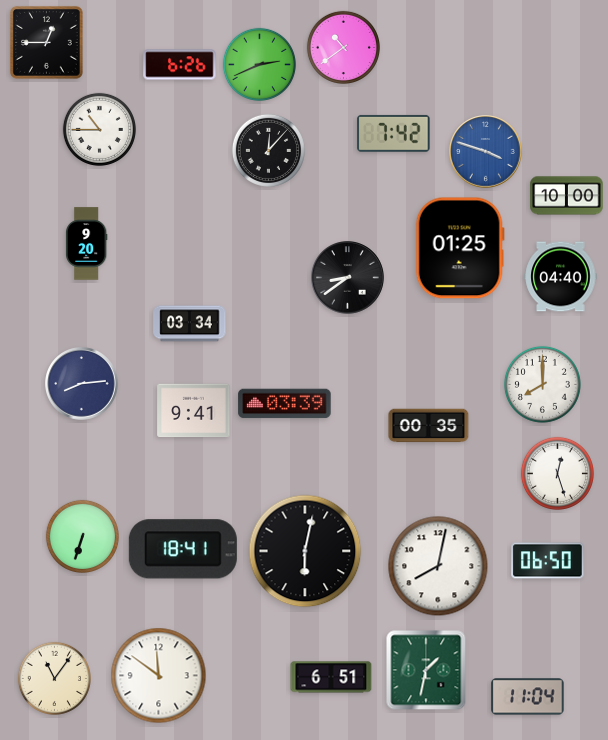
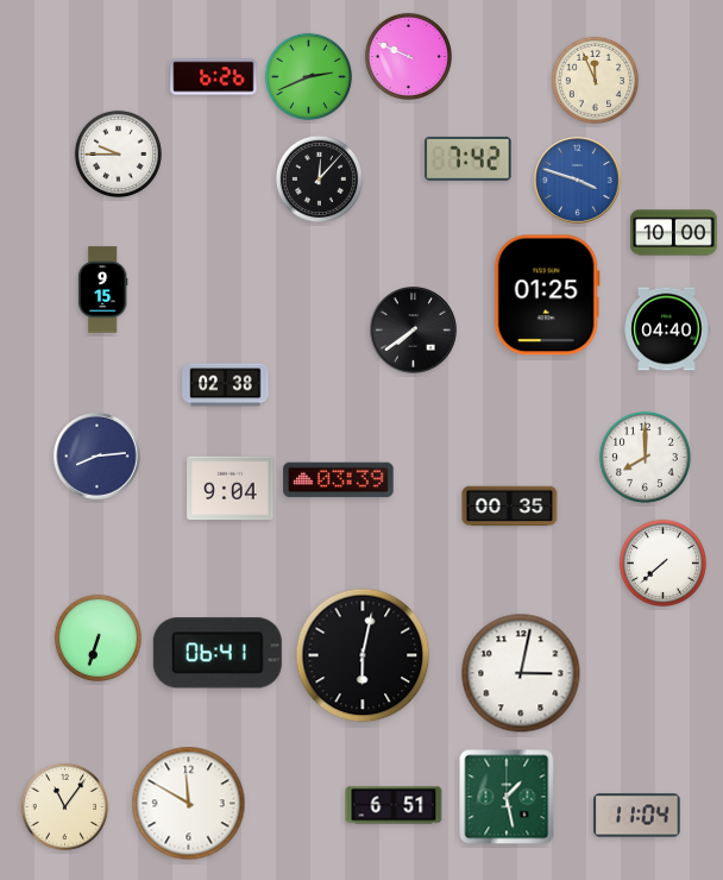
clock at (46, 42): 12:45 -> none
clock at (343, 47): 10:39 -> 9:49
clock at (595, 80): none -> 11:56
clock at (99, 129): 10:45 -> 9:45
clock at (86, 244): 9:20 -> 9:15
clock at (348, 278): 8:39 -> 7:39
clock at (190, 324): 03:34 -> 02:38
clock at (194, 411): 9:41 -> 9:04
clock at (557, 473): 12:27 -> 7:38
clock at (183, 549): 18:41 -> 06:41
clock at (548, 561): 06:50 -> none
clock at (438, 566): 8:02 -> 3:02
clock at (426, 670): 1:32 -> 1:28
clock at (159, 676): 11:51 -> 11:50
clock at (528, 697) position: (528, 697) -> (637, 816)
